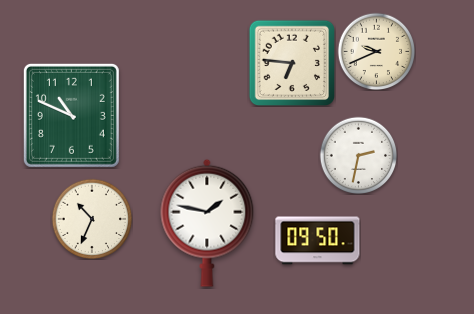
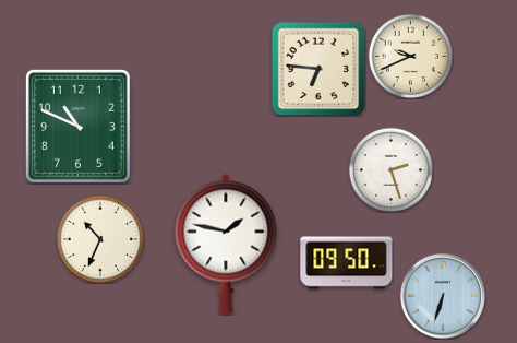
clock at (358, 155): 2:32 -> 2:27
clock at (443, 296): none -> 6:33
